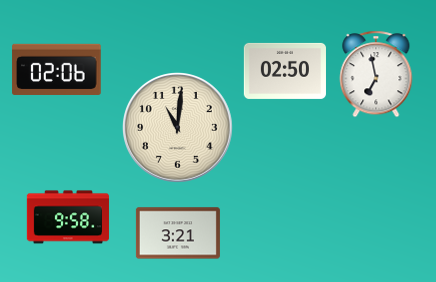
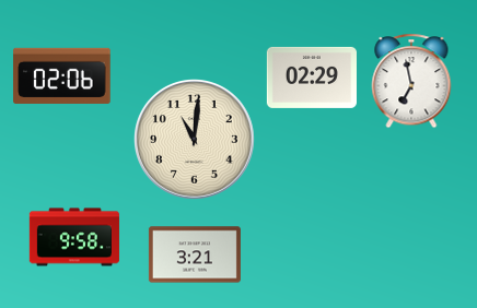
clock at (285, 71): 02:50 -> 02:29
